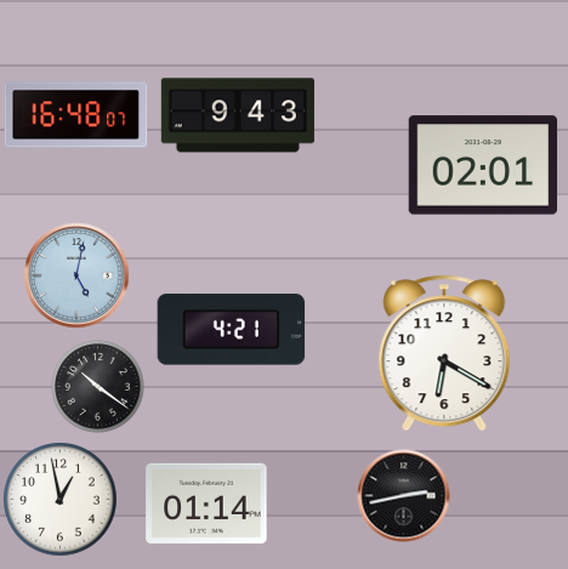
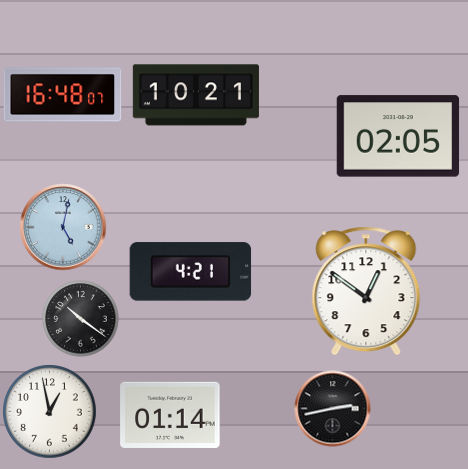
clock at (238, 115): 9:43 -> 10:21
clock at (483, 165): 02:01 -> 02:05
clock at (444, 353): 6:20 -> 12:51
